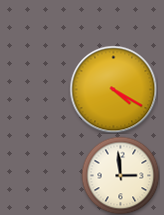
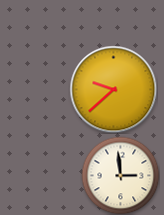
clock at (113, 89): 4:20 -> 9:38
